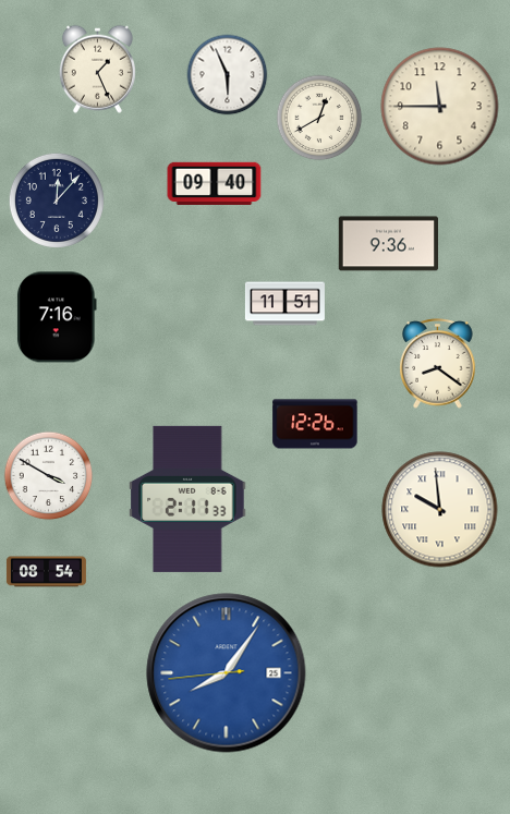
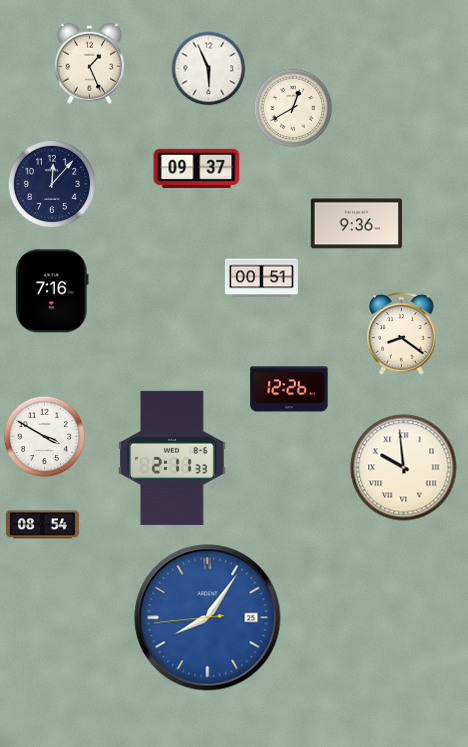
clock at (440, 107): 11:45 -> none
clock at (215, 183): 09:40 -> 09:37
clock at (284, 304): 11:51 -> 00:51
